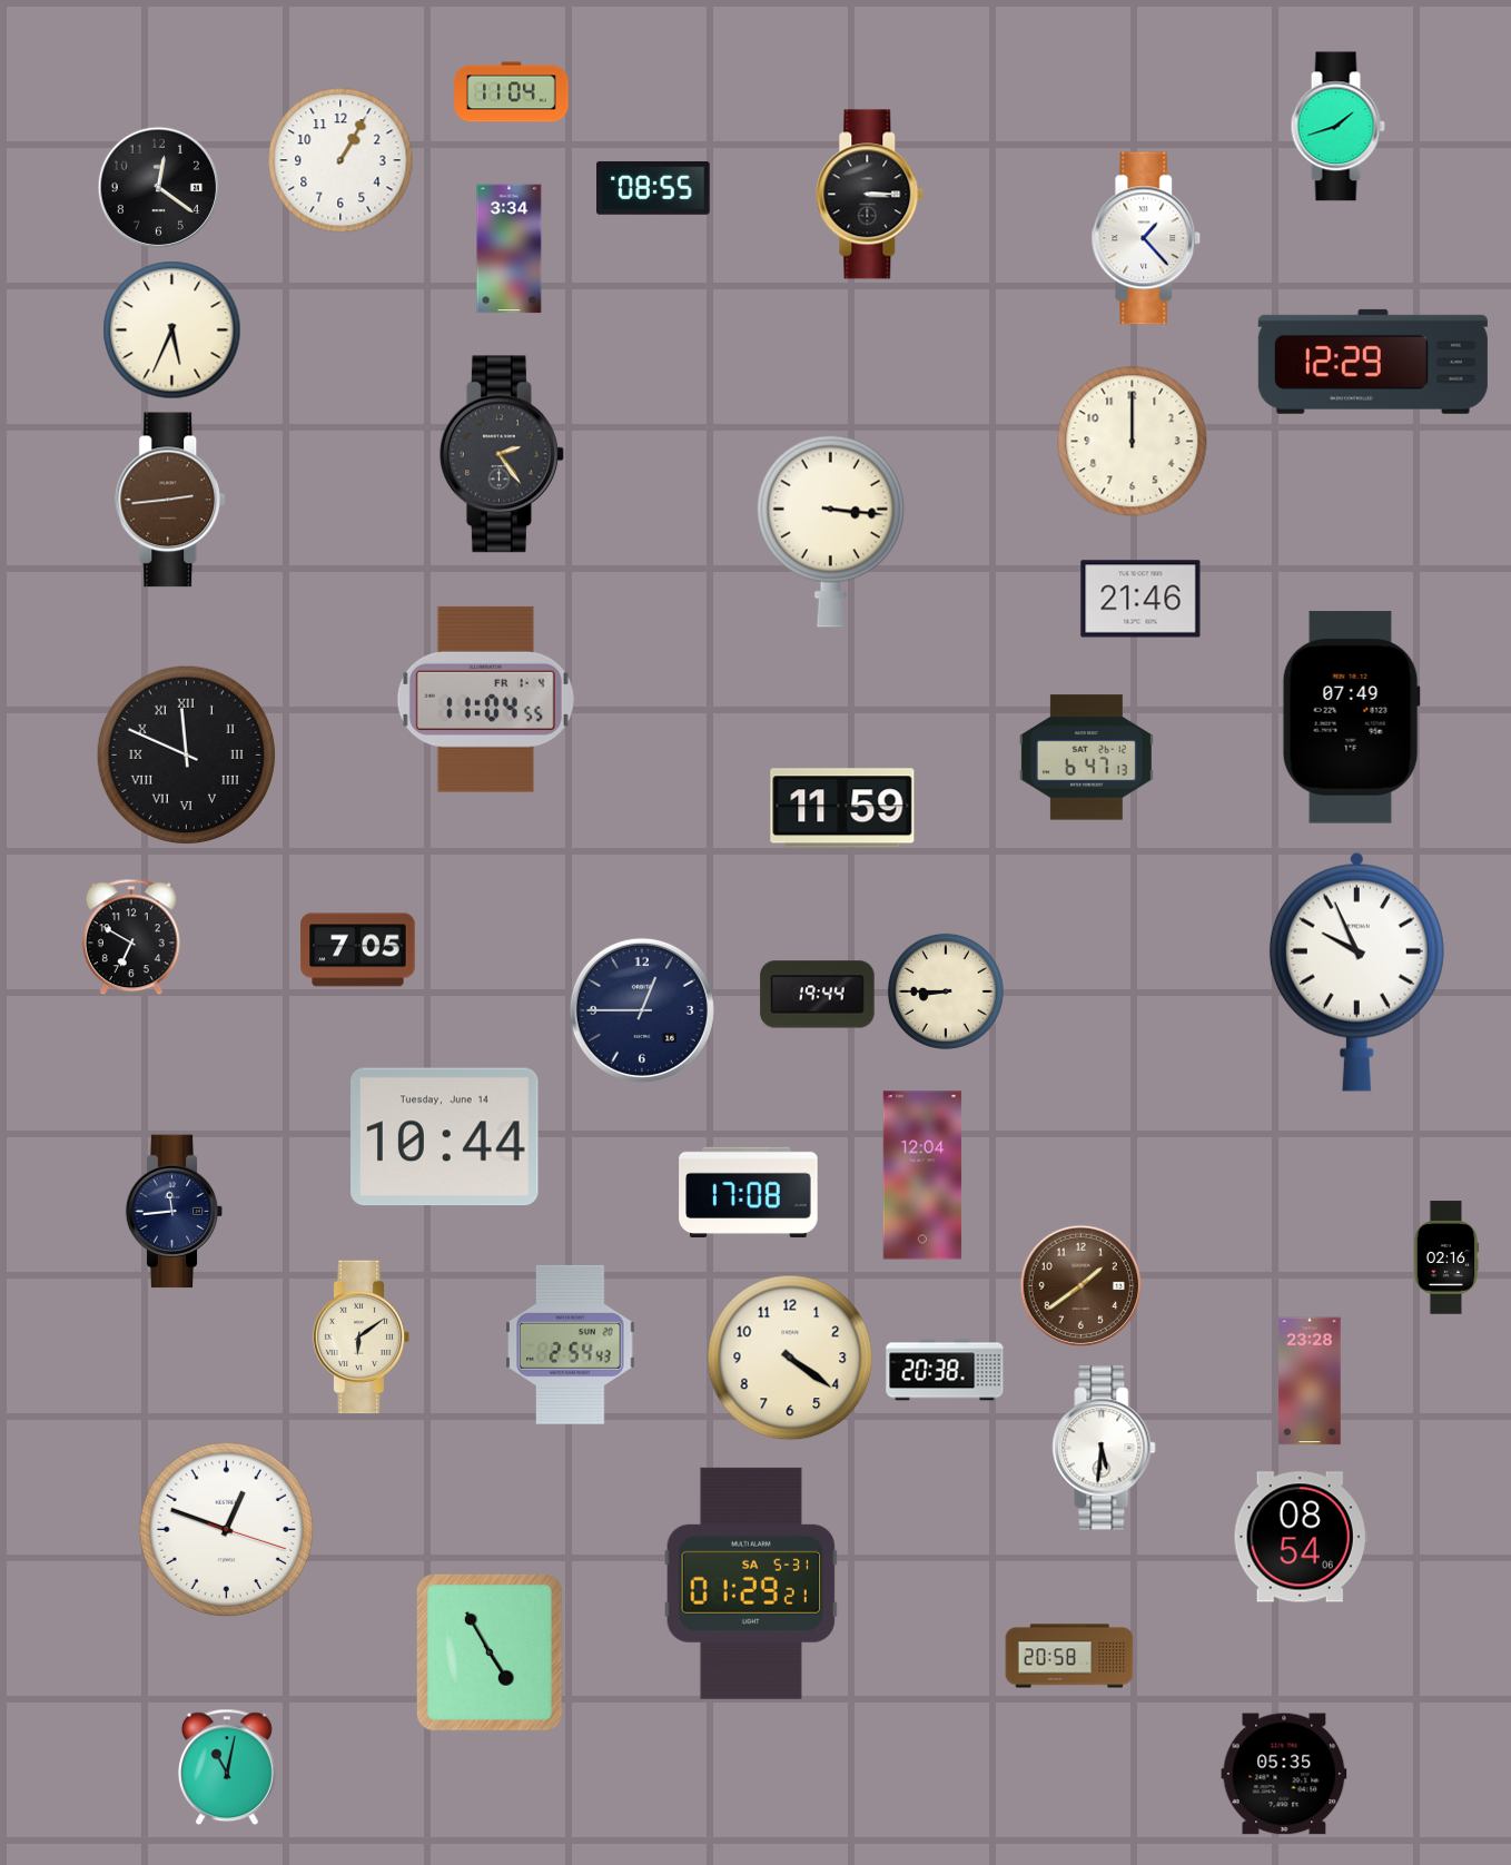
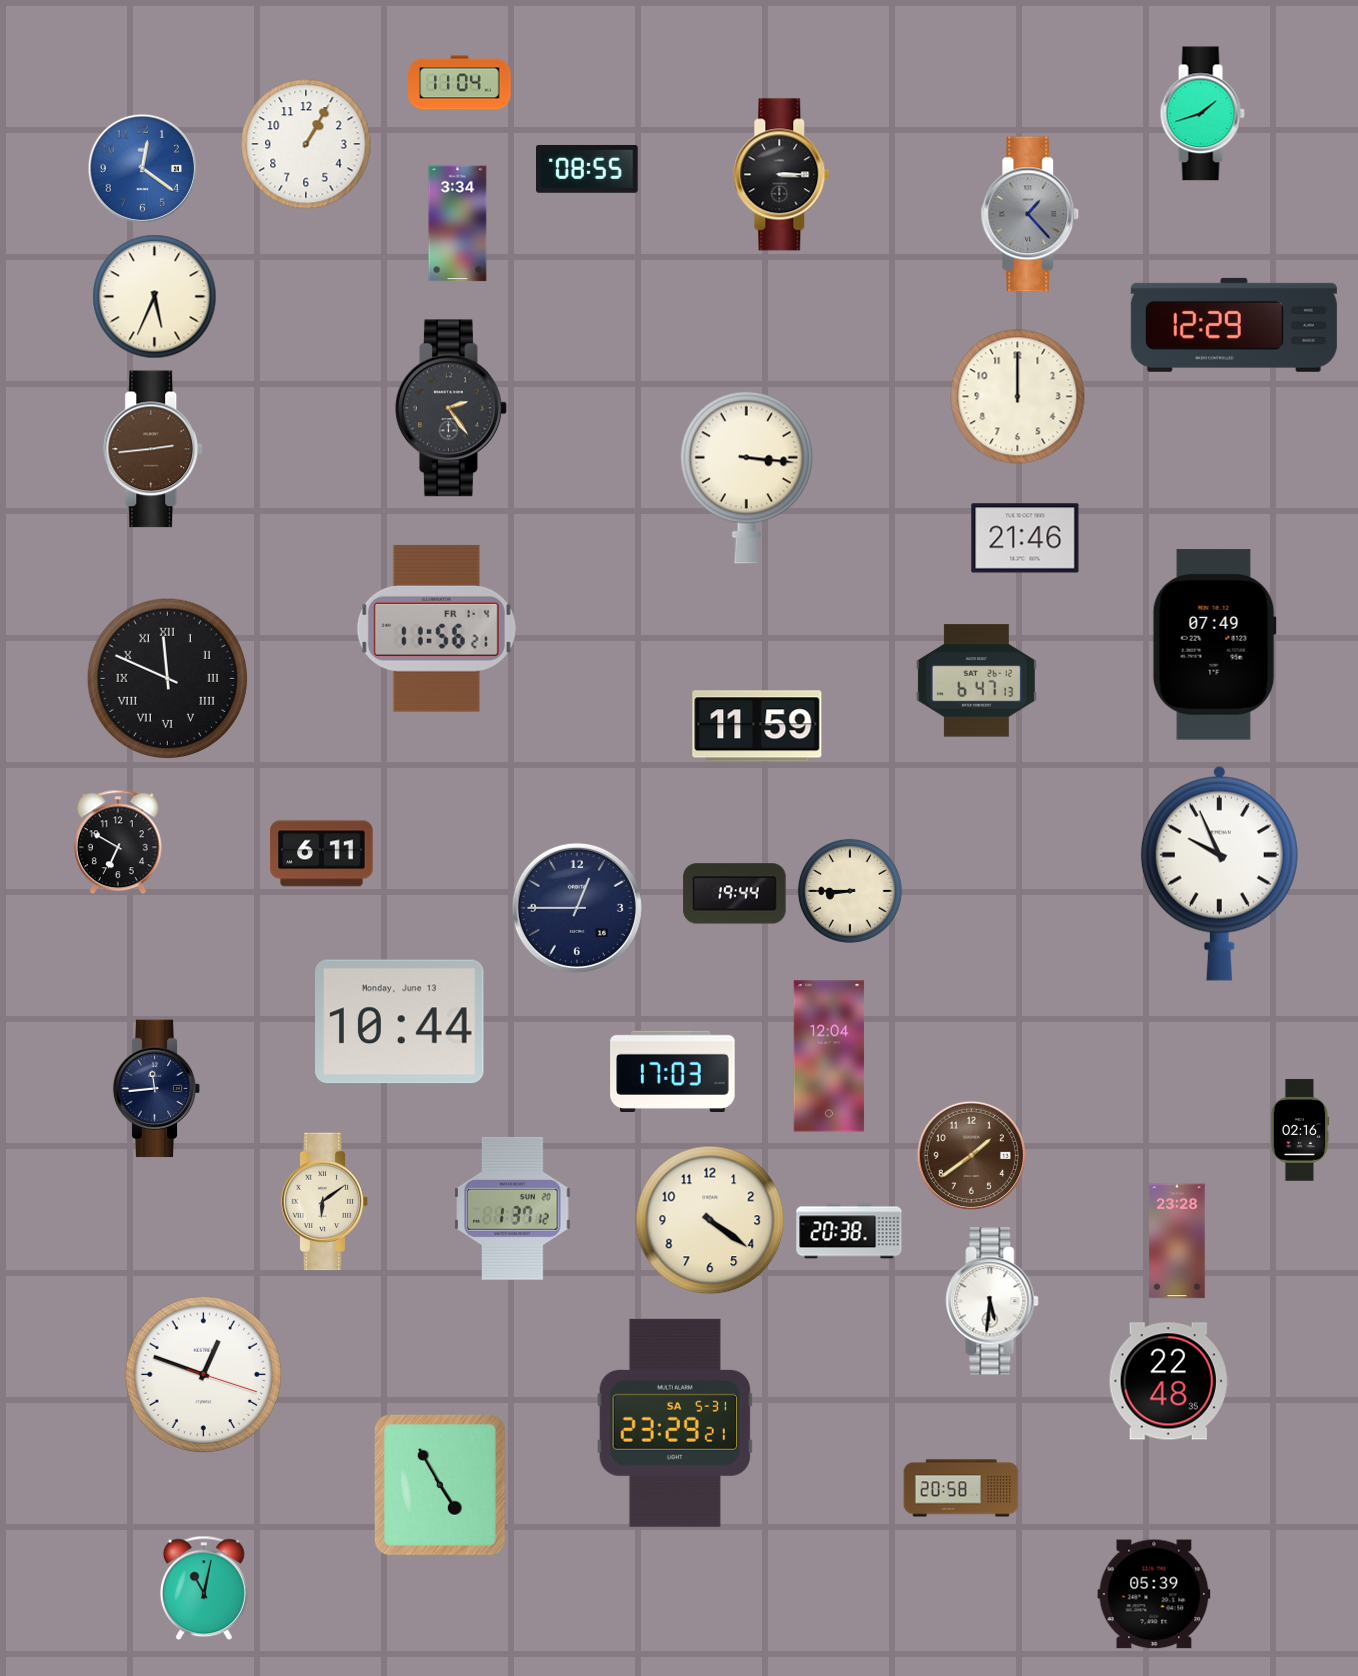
clock at (158, 187) dial: black -> blue
clock at (1146, 238) dial: white -> grey
clock at (485, 699): 11:04 -> 11:56
clock at (358, 950): 7:05 -> 6:11
clock at (445, 1137) date: Tuesday, June 14 -> Monday, June 13
clock at (749, 1192): 17:08 -> 17:03
clock at (571, 1344): 2:54 -> 1:37
clock at (1301, 1537): 08:54 -> 22:48
clock at (751, 1583): 01:29 -> 23:29
clock at (1284, 1774): 05:35 -> 05:39
